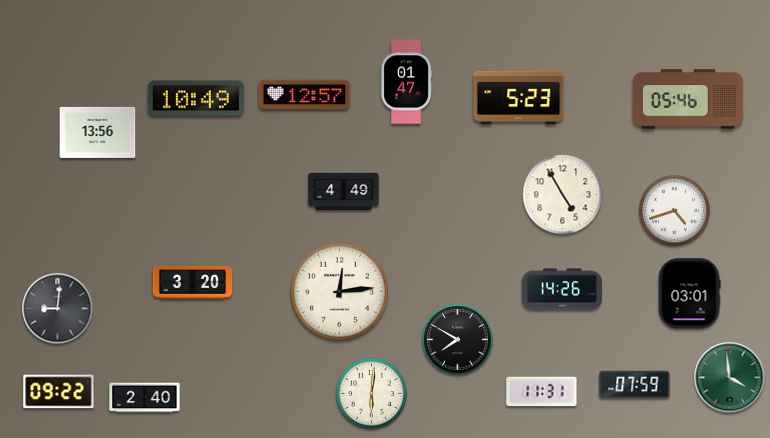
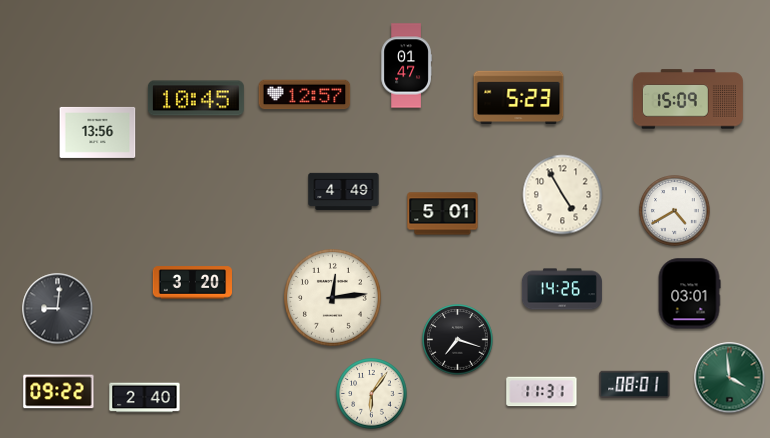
clock at (406, 82) position: (406, 82) -> (406, 66)
clock at (196, 98): 10:49 -> 10:45
clock at (688, 99): 05:46 -> 15:09
clock at (675, 211): 4:42 -> 4:40
clock at (443, 214): none -> 5:01
clock at (340, 292) position: (340, 292) -> (333, 298)
clock at (458, 340): 7:50 -> 7:18
clock at (635, 384): 07:59 -> 08:01
clock at (372, 394): 6:01 -> 6:06
